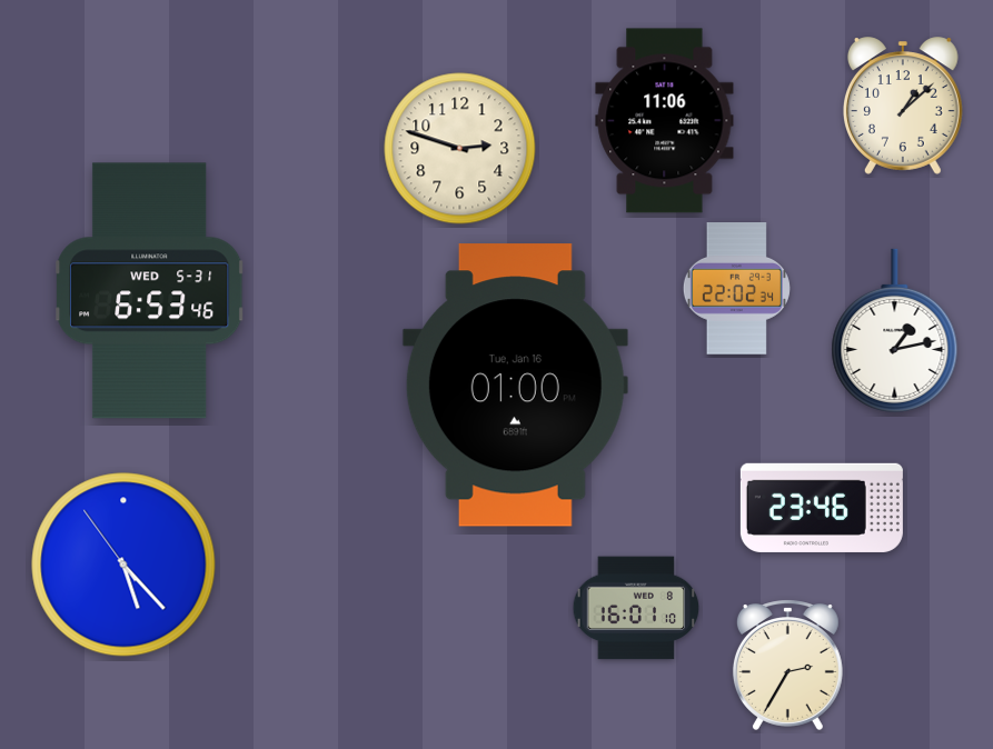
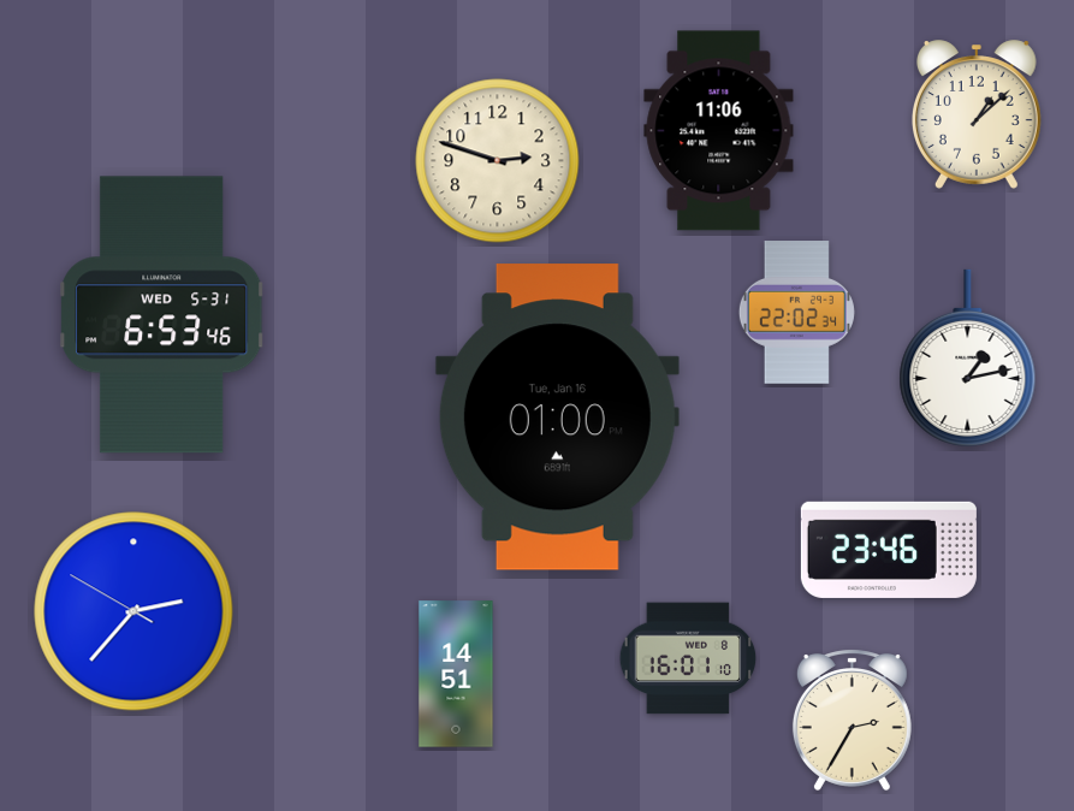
clock at (123, 565): 5:22 -> 2:36
clock at (456, 674): none -> 14:51
